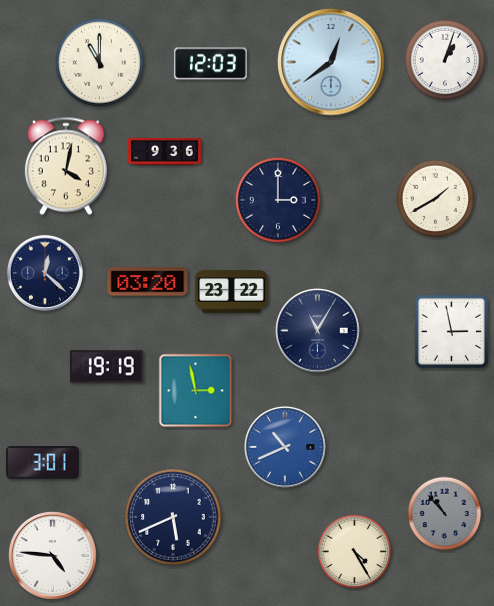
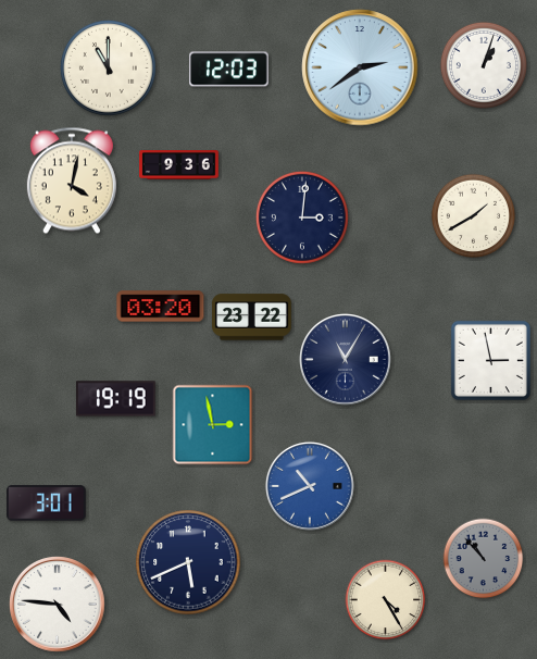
clock at (331, 62): 12:39 -> 2:39
clock at (278, 200): 3:00 -> 3:01
clock at (45, 273): 12:22 -> none
